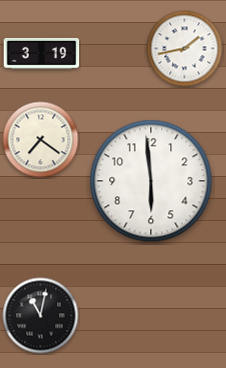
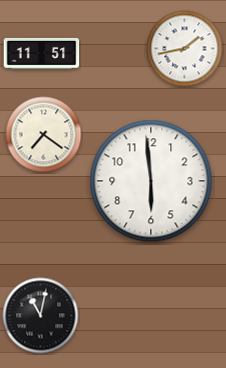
clock at (42, 53): 3:19 -> 11:51
clock at (41, 140) position: (41, 140) -> (44, 135)
